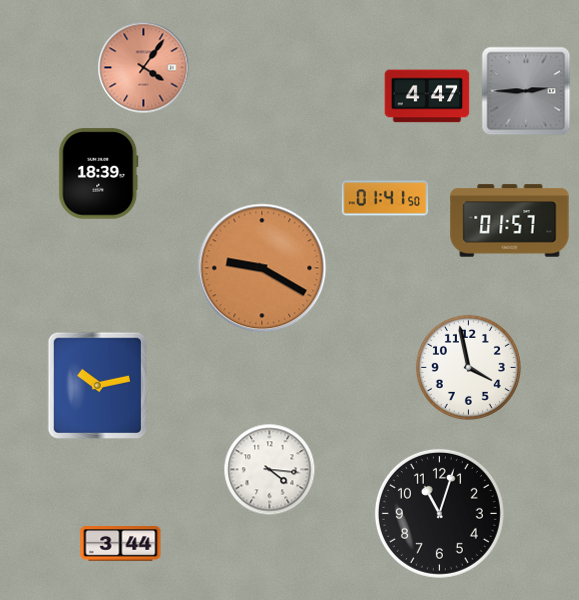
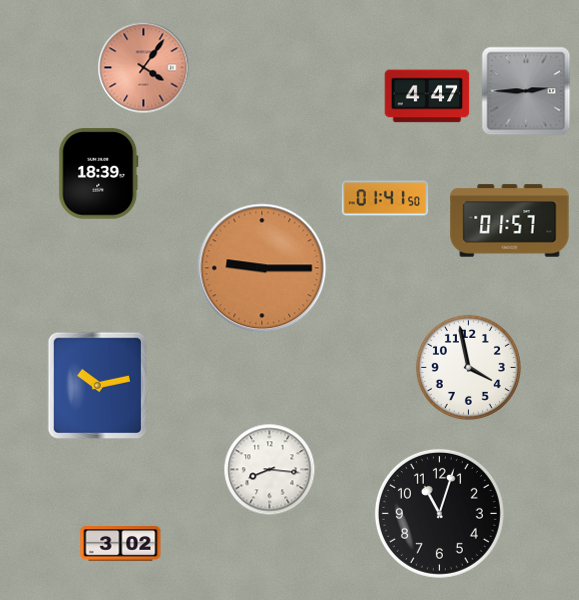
clock at (262, 268): 9:20 -> 9:15
clock at (270, 470): 4:16 -> 8:16
clock at (121, 544): 3:44 -> 3:02
